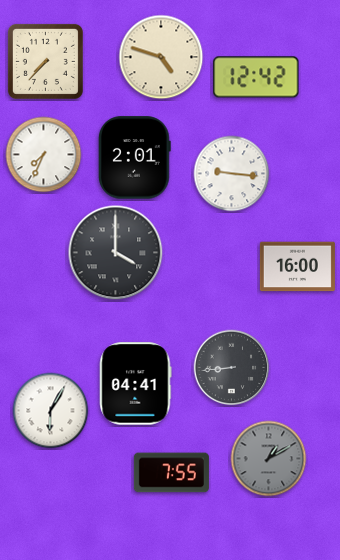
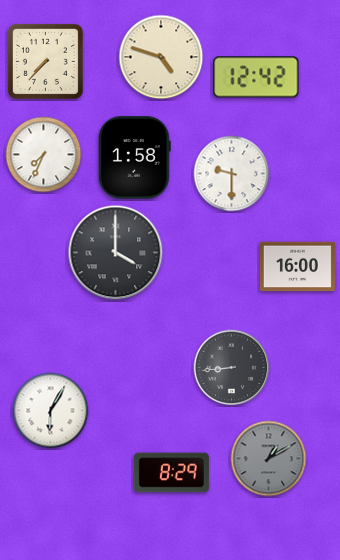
clock at (134, 158): 2:01 -> 1:58
clock at (232, 174): 9:16 -> 9:30
clock at (136, 384): 04:41 -> none
clock at (171, 473): 7:55 -> 8:29
